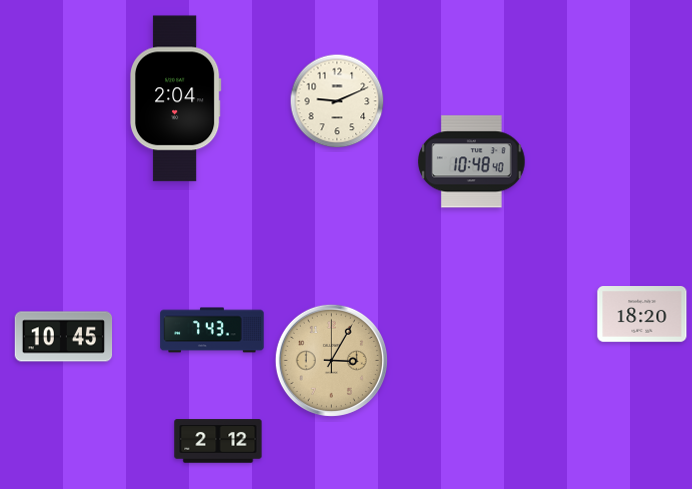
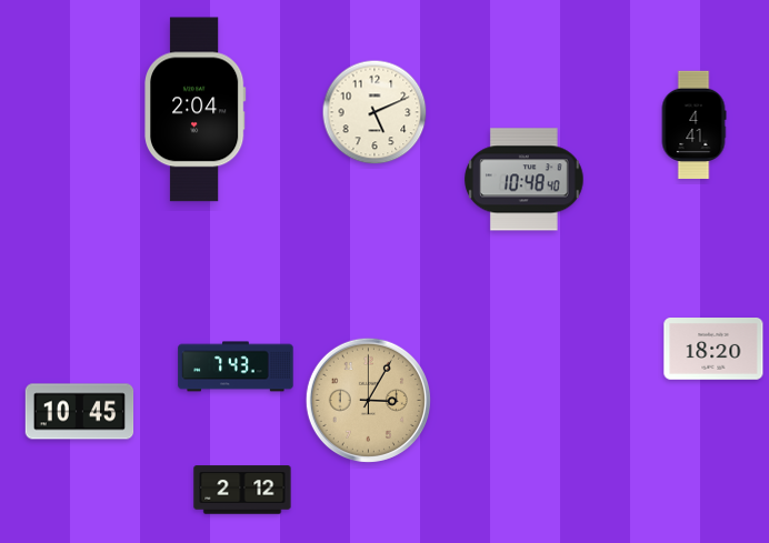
clock at (337, 101): 9:11 -> 5:11
clock at (693, 125): none -> 4:41
clock at (64, 337) position: (64, 337) -> (80, 412)
